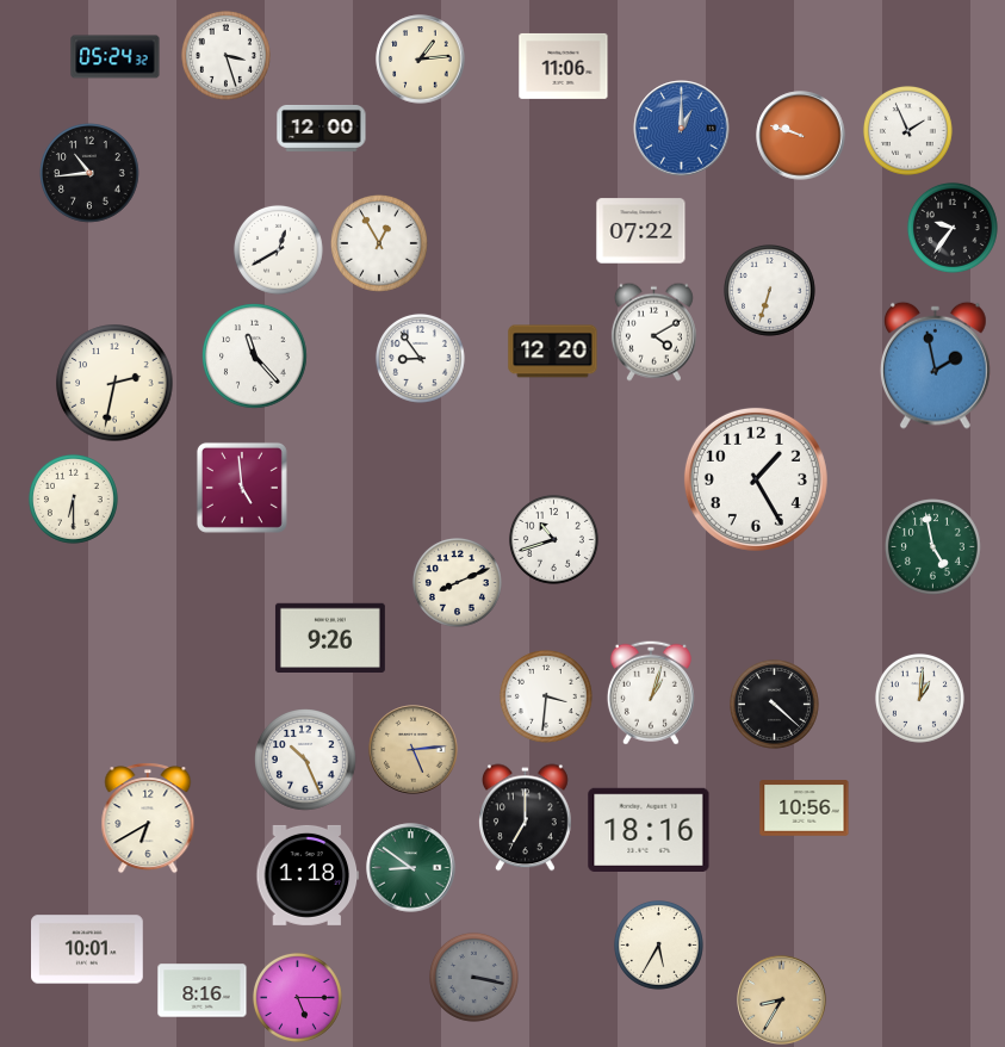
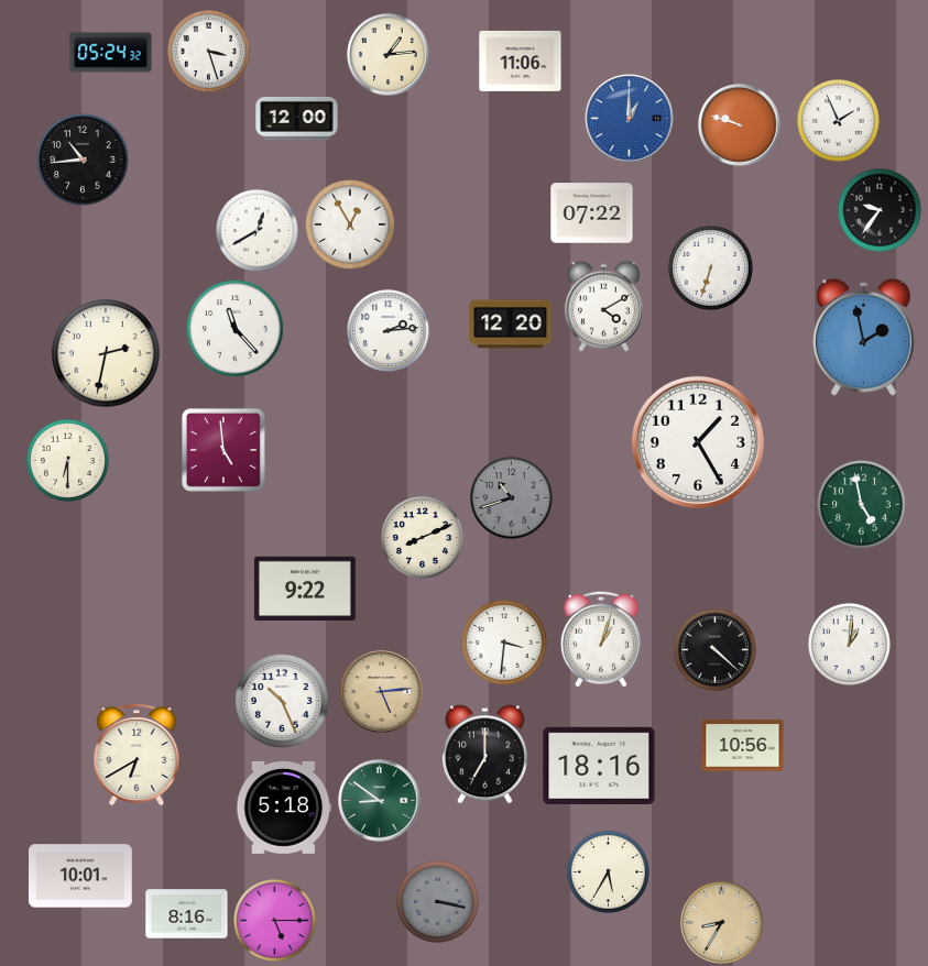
clock at (116, 57) position: (116, 57) -> (111, 53)
clock at (420, 358): 8:54 -> 2:14
clock at (553, 539) dial: white -> grey
clock at (330, 637): 9:26 -> 9:22
clock at (308, 875): 1:18 -> 5:18
